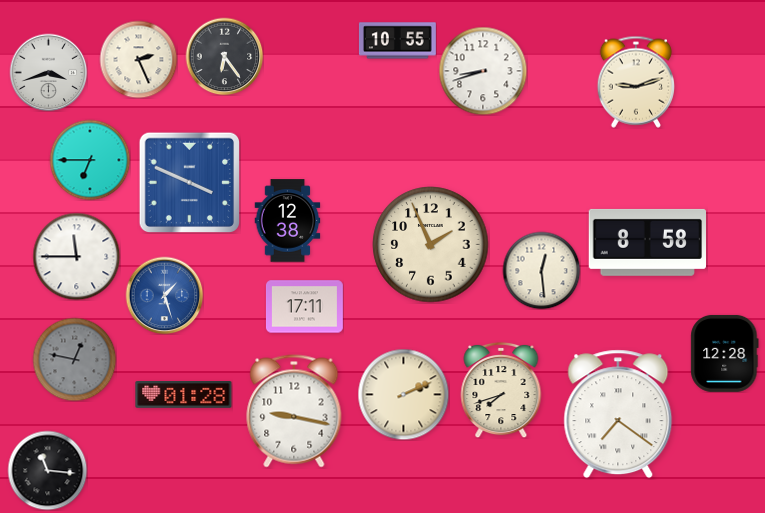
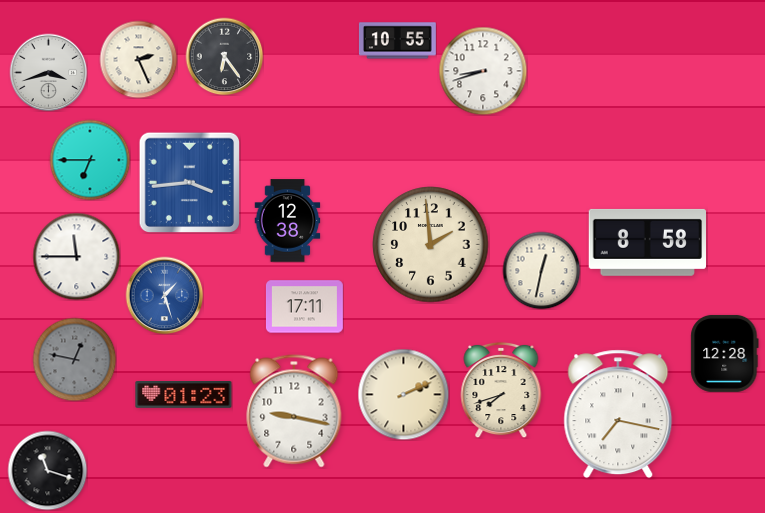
clock at (635, 82): 9:12 -> none
clock at (189, 182): 3:49 -> 3:44
clock at (431, 245): 1:56 -> 1:59
clock at (541, 270): 12:29 -> 12:32
clock at (184, 395): 01:28 -> 01:23
clock at (618, 414): 7:21 -> 7:17
clock at (47, 470): 11:16 -> 11:18
